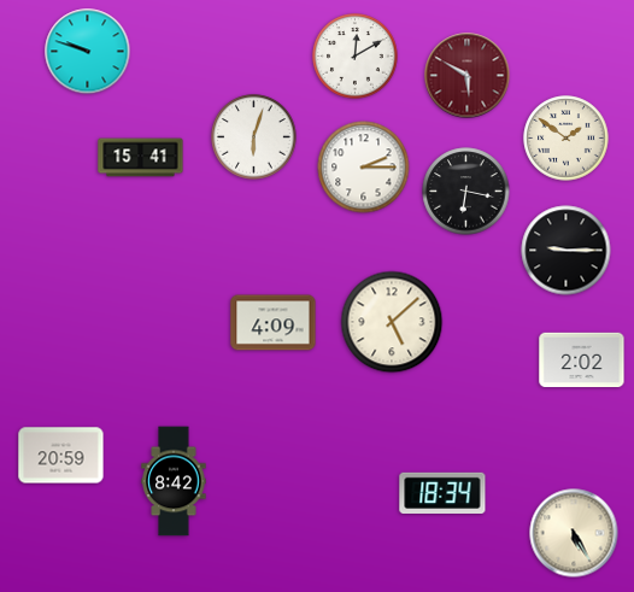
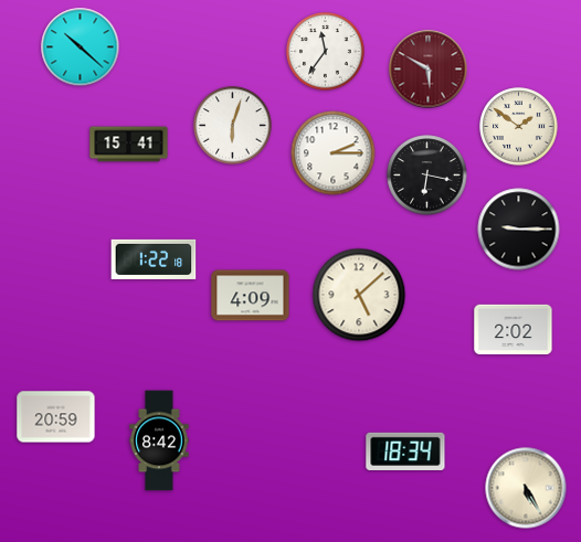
clock at (88, 52): 9:48 -> 10:22
clock at (356, 57): 12:10 -> 11:36
clock at (154, 259): none -> 1:22
clock at (582, 361) position: (582, 361) -> (514, 330)
